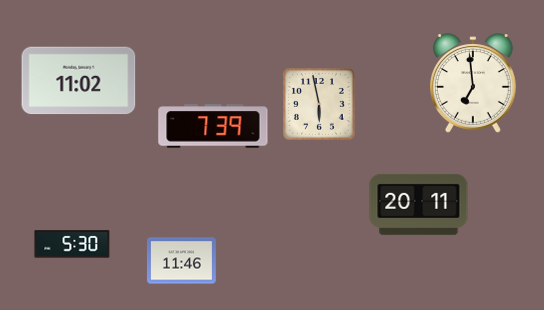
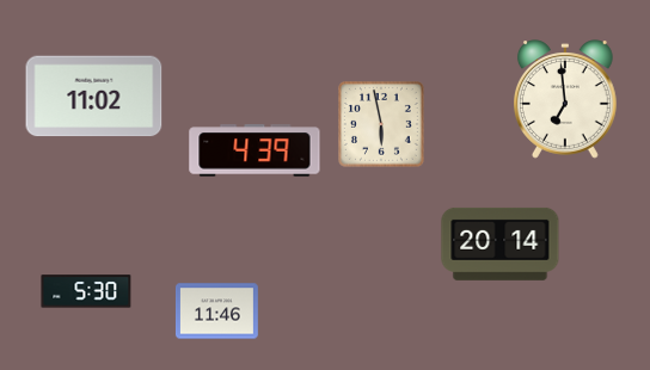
clock at (213, 126): 7:39 -> 4:39
clock at (419, 204): 20:11 -> 20:14
